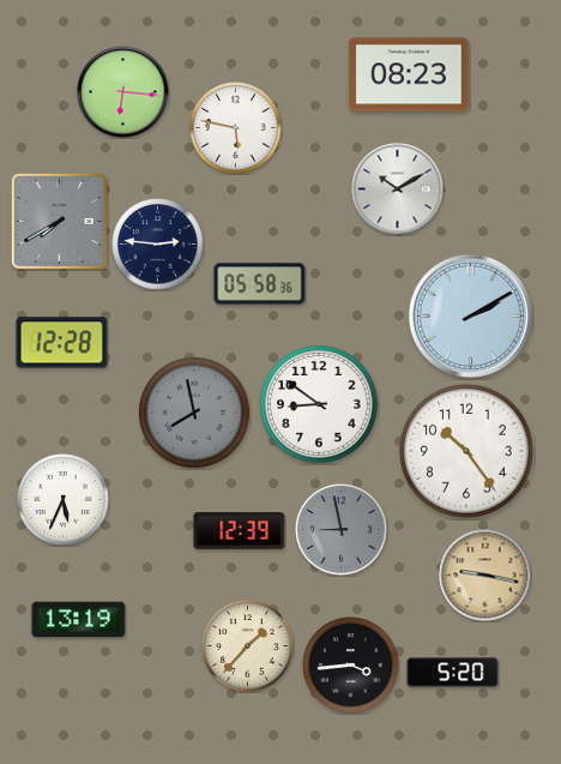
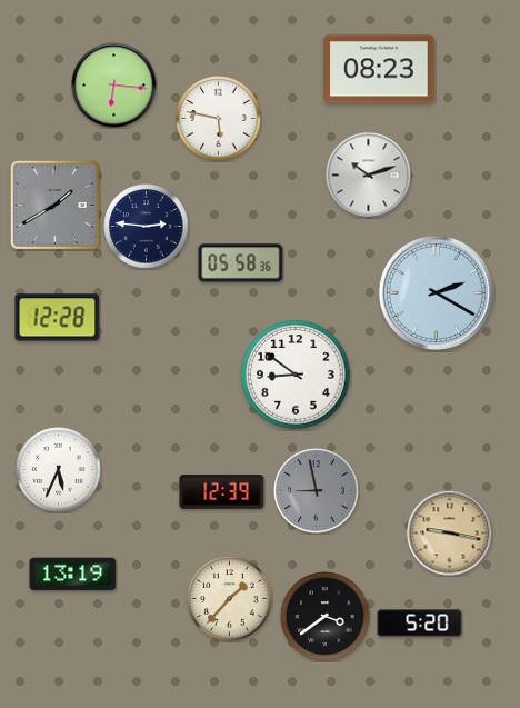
clock at (398, 190): 10:10 -> 10:12
clock at (59, 221): 7:40 -> 1:40
clock at (470, 315): 2:10 -> 2:20
clock at (194, 413): 7:58 -> none
clock at (466, 451): 10:24 -> none
clock at (64, 500) position: (64, 500) -> (59, 470)
clock at (351, 666): 3:44 -> 3:39
